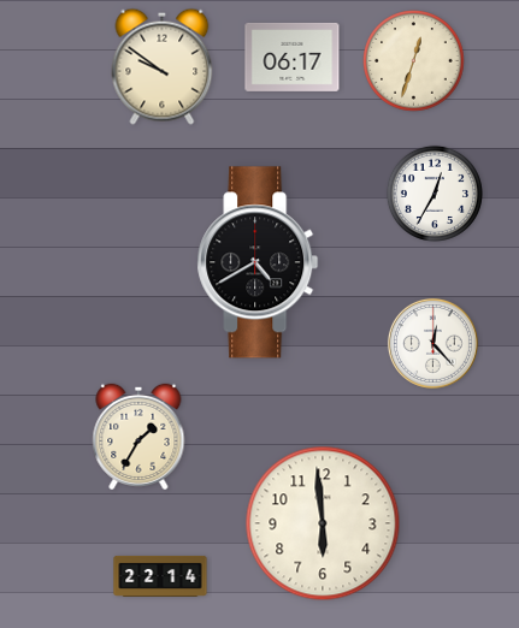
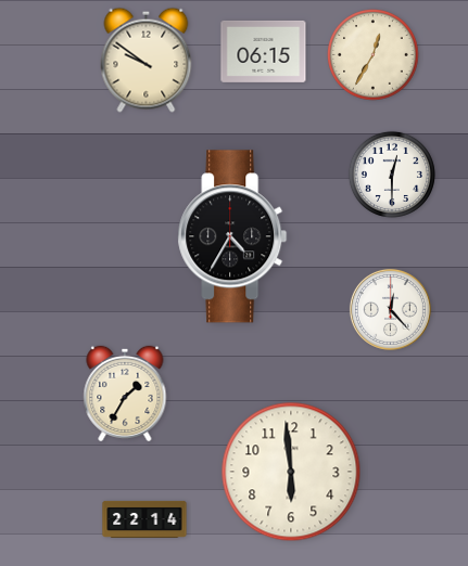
clock at (293, 57): 06:17 -> 06:15
clock at (414, 61): 12:33 -> 12:35
clock at (435, 194): 12:35 -> 12:30
clock at (258, 262): 4:40 -> 4:35
